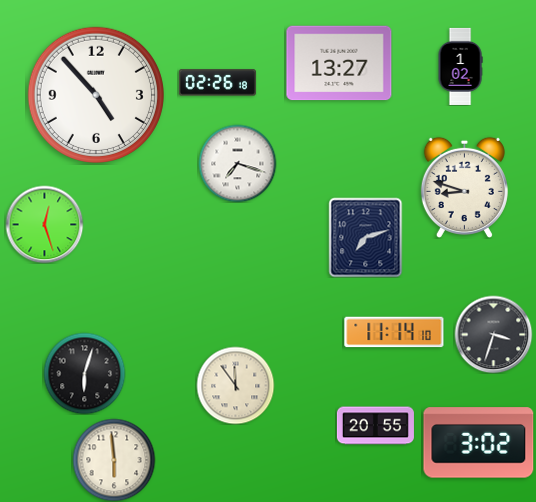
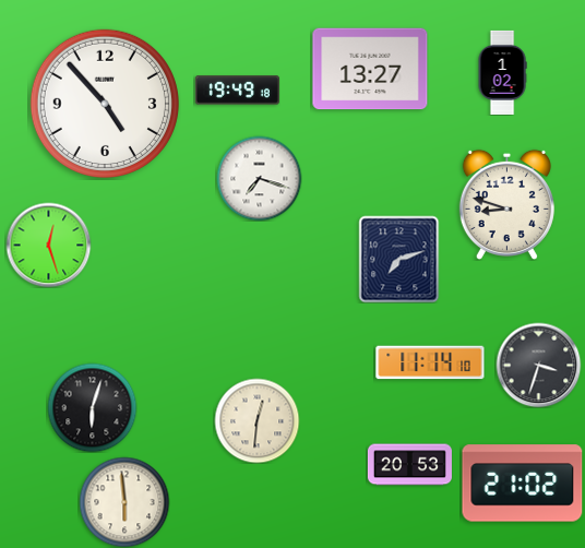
clock at (217, 83): 02:26 -> 19:49
clock at (235, 385): 11:54 -> 12:31
clock at (375, 426): 20:55 -> 20:53
clock at (479, 443): 3:02 -> 21:02
